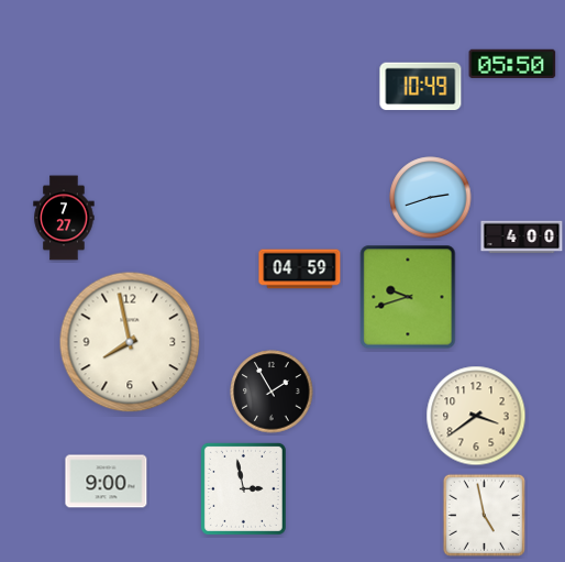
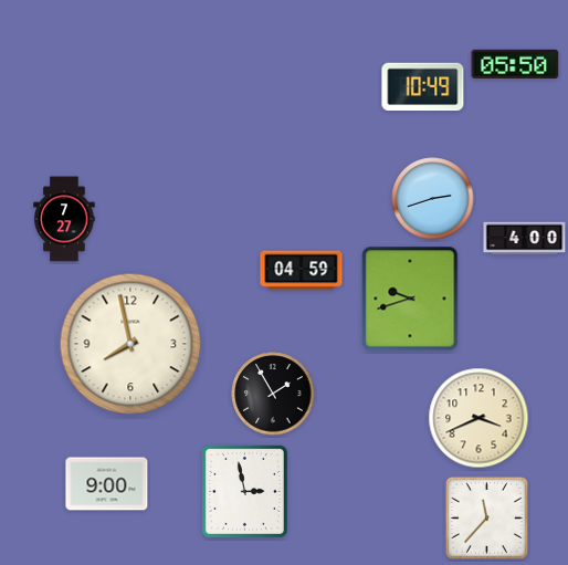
clock at (476, 416): 3:39 -> 3:41
clock at (484, 515): 4:58 -> 11:37
